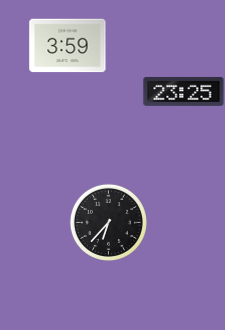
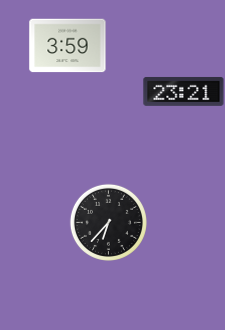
clock at (184, 92): 23:25 -> 23:21
